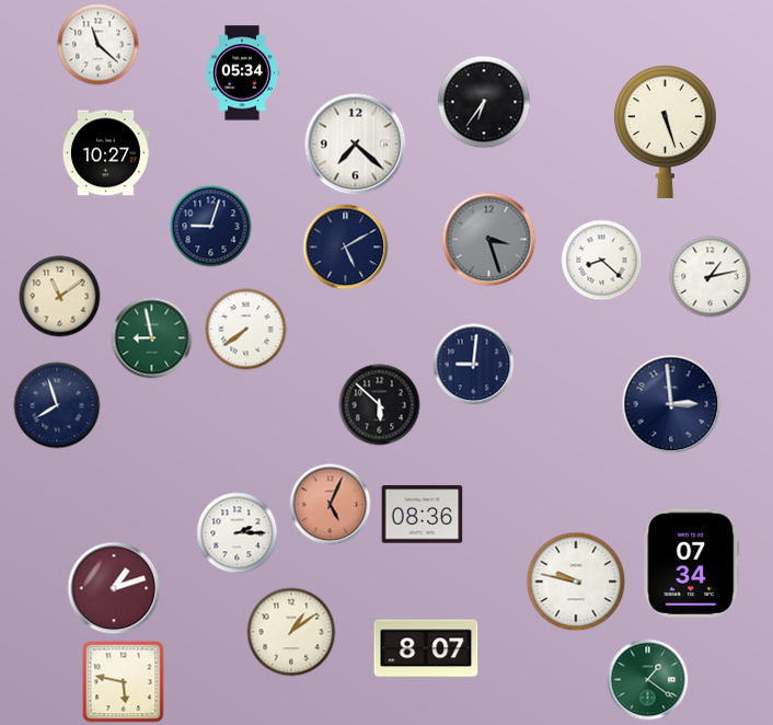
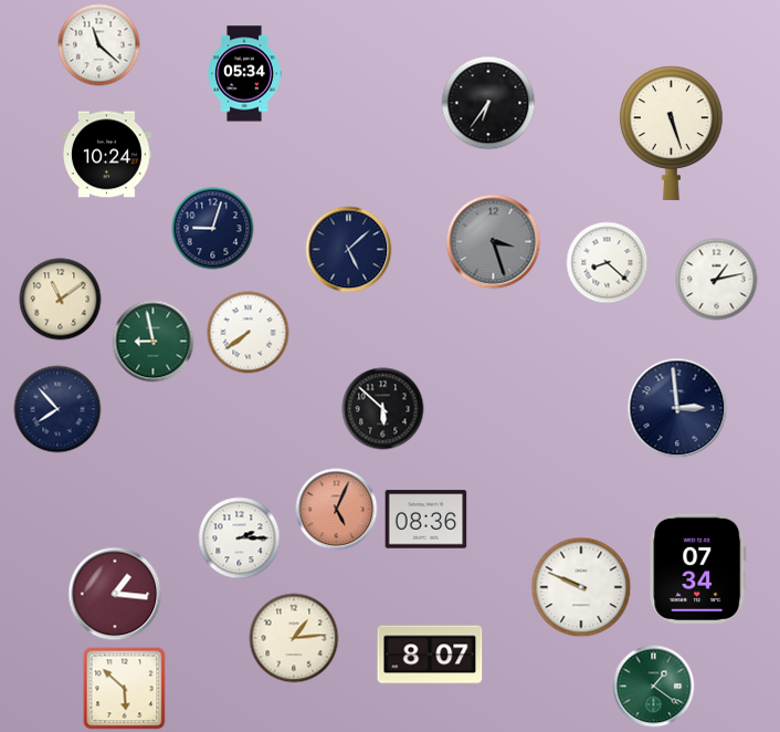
clock at (356, 145): 7:22 -> none
clock at (106, 153): 10:27 -> 10:24
clock at (346, 248): 5:10 -> 5:08
clock at (474, 365): 9:01 -> none
clock at (57, 405): 7:57 -> 7:53
clock at (331, 505) position: (331, 505) -> (337, 510)
clock at (576, 582): 9:47 -> 9:49
clock at (114, 588): 1:12 -> 1:16
clock at (291, 632): 1:09 -> 1:14
clock at (124, 682): 5:47 -> 5:52
